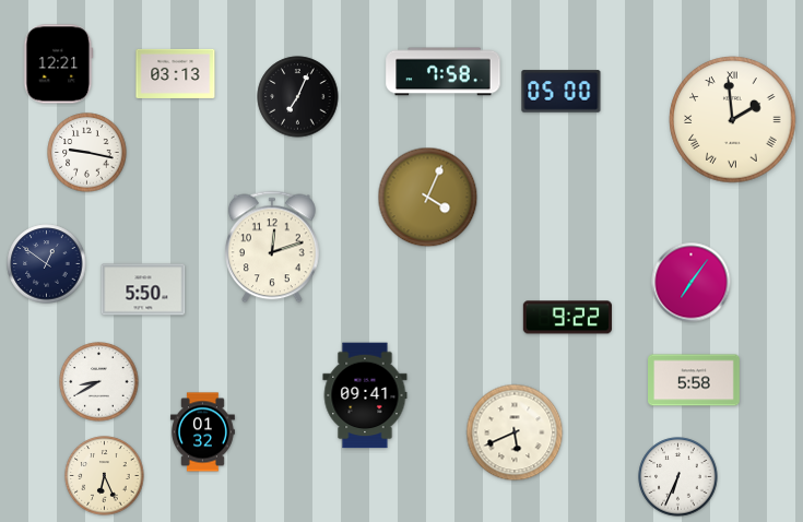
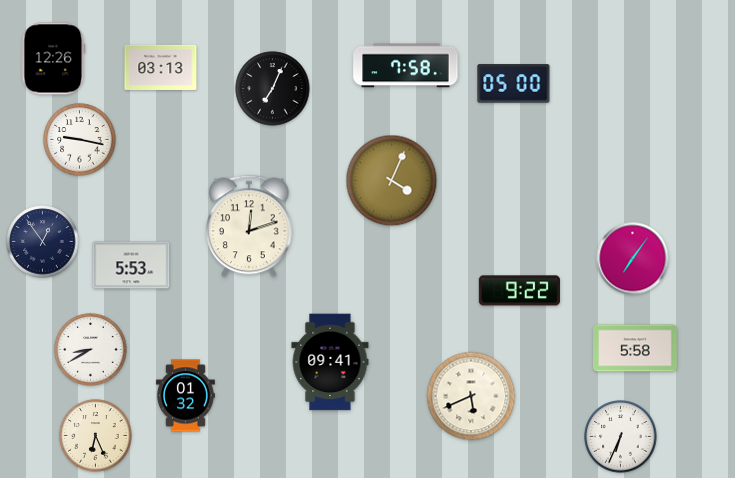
clock at (59, 64): 12:21 -> 12:26
clock at (733, 120): 1:59 -> none
clock at (47, 264): 12:51 -> 12:54
clock at (143, 289): 5:50 -> 5:53
clock at (365, 395) position: (365, 395) -> (330, 362)
